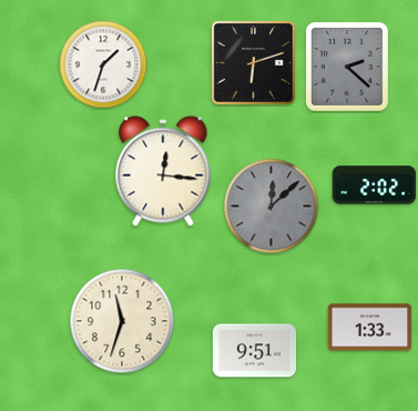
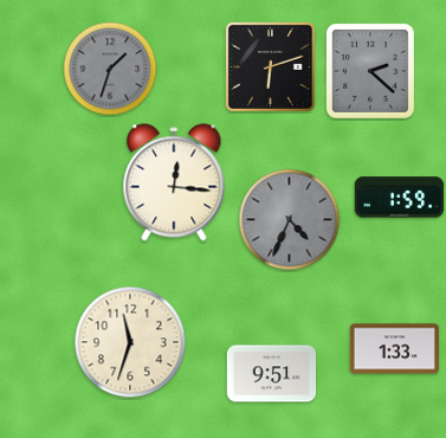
clock at (103, 64) dial: white -> grey
clock at (375, 186): 2:02 -> 1:59
clock at (272, 207): 12:08 -> 4:34
